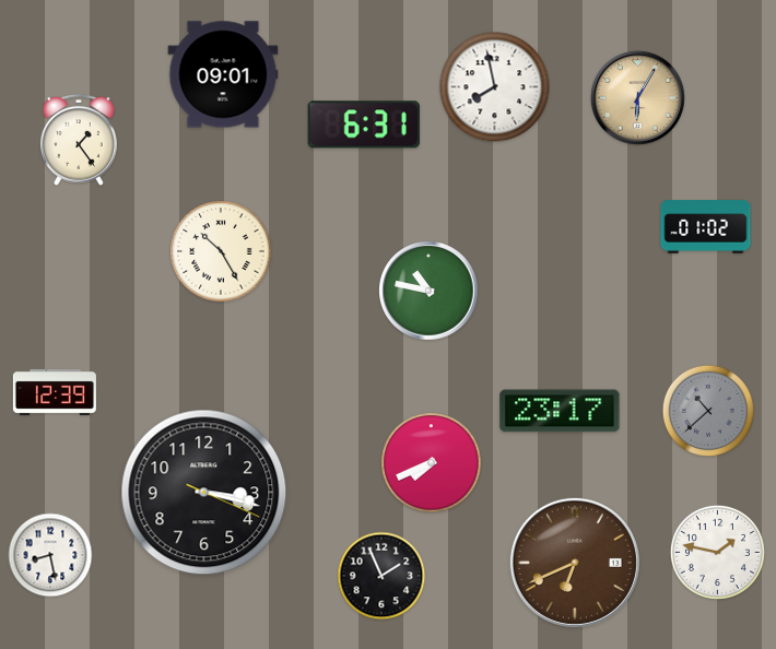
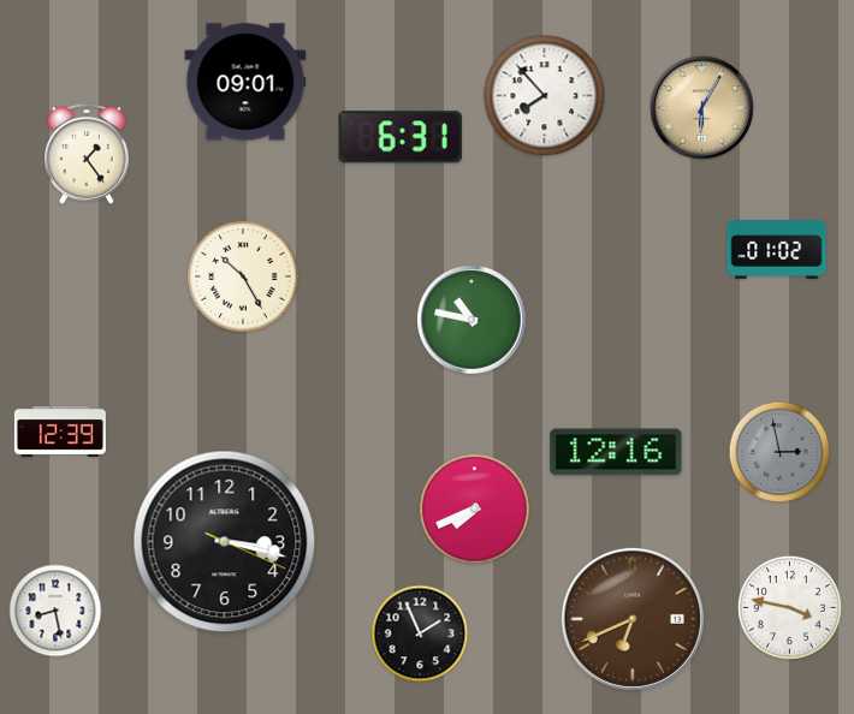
clock at (495, 87): 7:58 -> 7:53
clock at (560, 411): 23:17 -> 12:16
clock at (708, 411): 10:38 -> 2:58
clock at (717, 552): 1:47 -> 3:47
